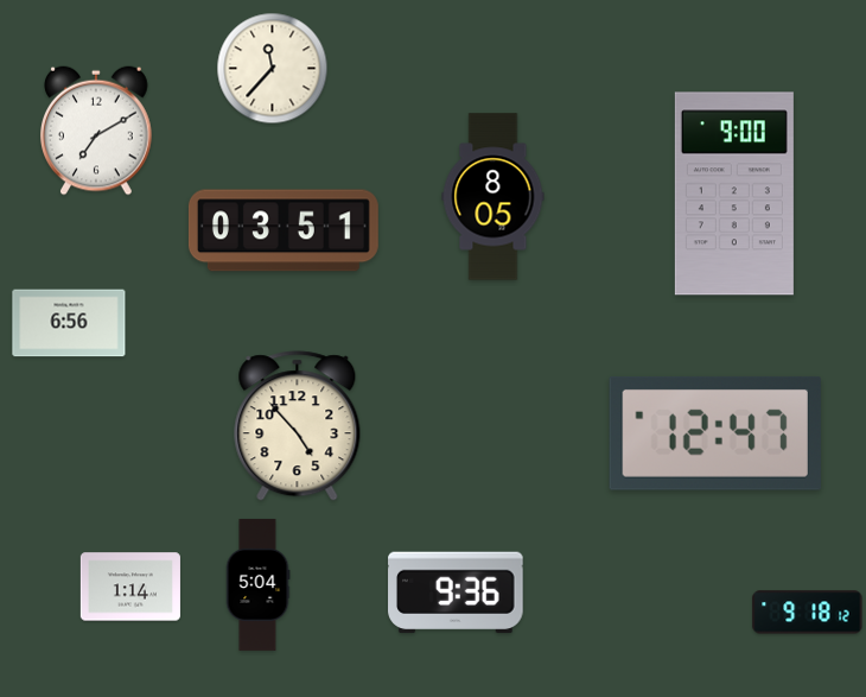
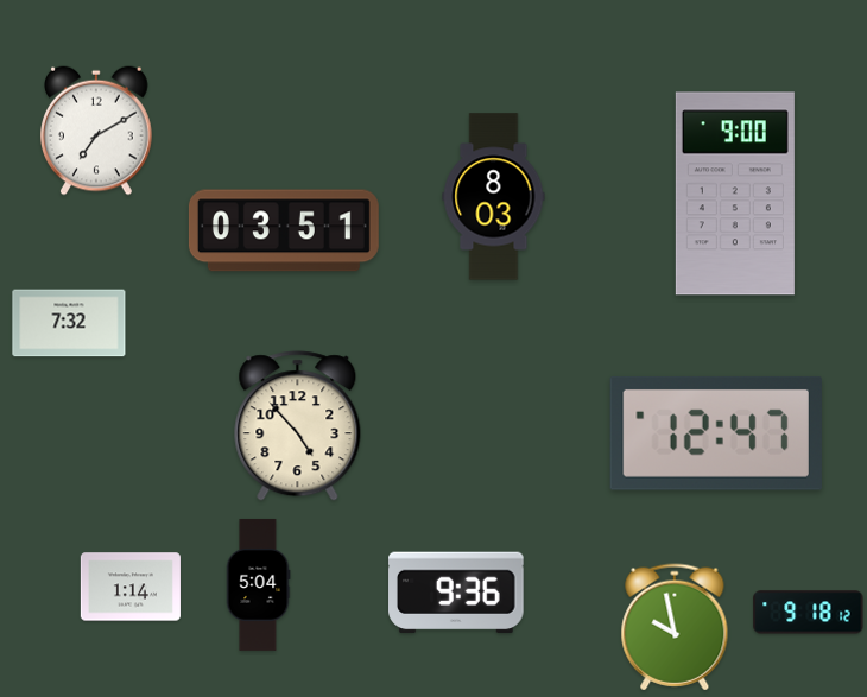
clock at (273, 69): 11:37 -> none
clock at (494, 197): 8:05 -> 8:03
clock at (69, 323): 6:56 -> 7:32
clock at (675, 627): none -> 9:58
